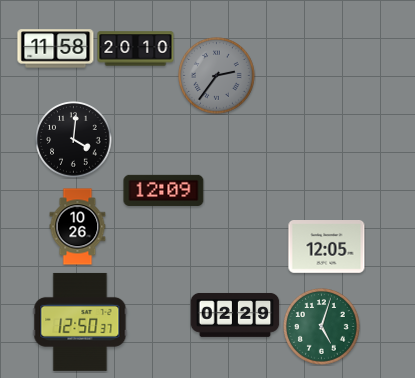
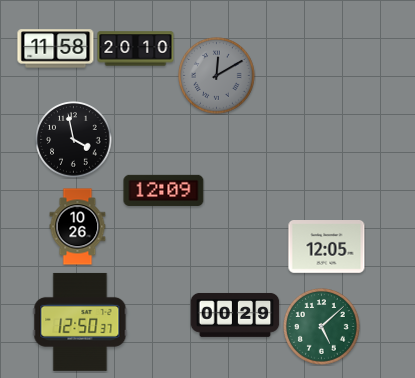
clock at (217, 76): 2:36 -> 12:10
clock at (74, 140): 4:01 -> 3:58
clock at (235, 315): 02:29 -> 00:29
clock at (322, 327): 5:03 -> 5:08
